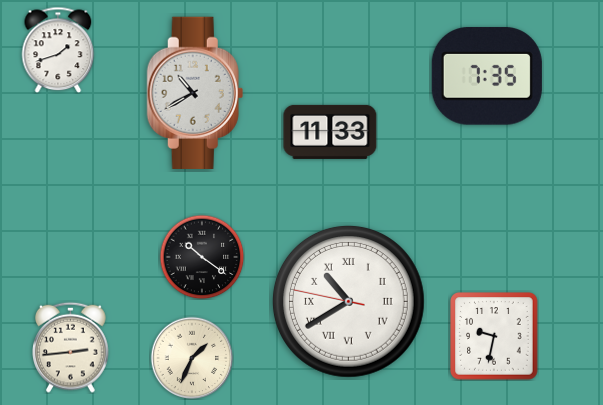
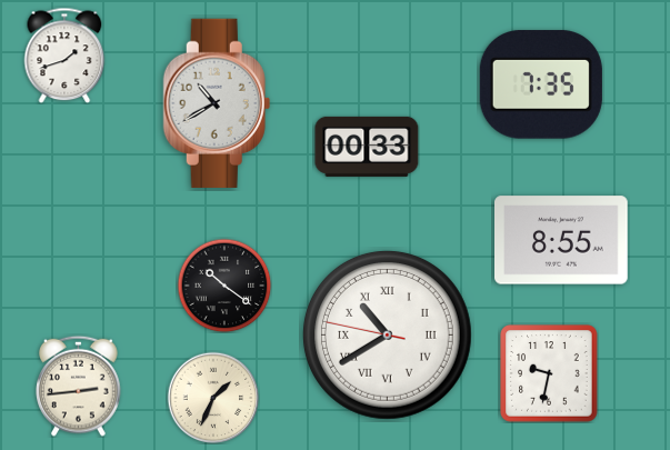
clock at (330, 132): 11:33 -> 00:33
clock at (562, 240): none -> 8:55
